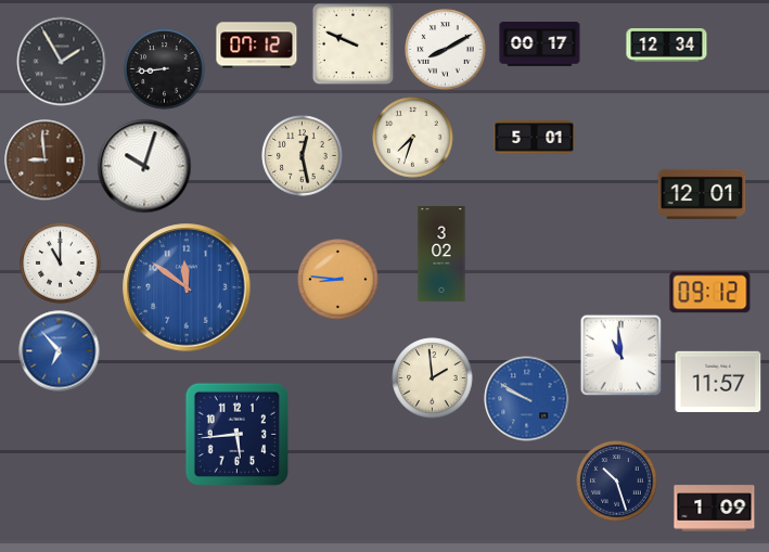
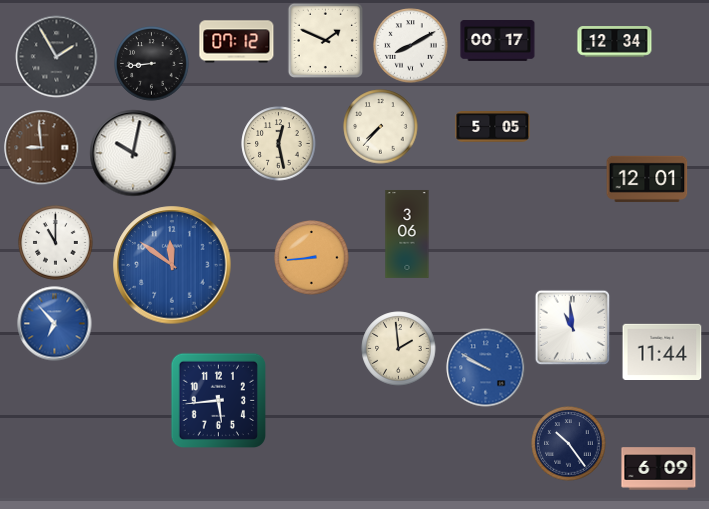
clock at (353, 43): 9:49 -> 1:49
clock at (413, 138): 7:33 -> 7:37
clock at (535, 138): 5:01 -> 5:05
clock at (144, 166): 10:03 -> 10:02
clock at (441, 254): 3:02 -> 3:06
clock at (338, 280): 8:46 -> 8:44
clock at (710, 293): 09:12 -> none
clock at (718, 381): 11:57 -> 11:44
clock at (617, 482): 10:27 -> 10:24
clock at (715, 509): 1:09 -> 6:09
